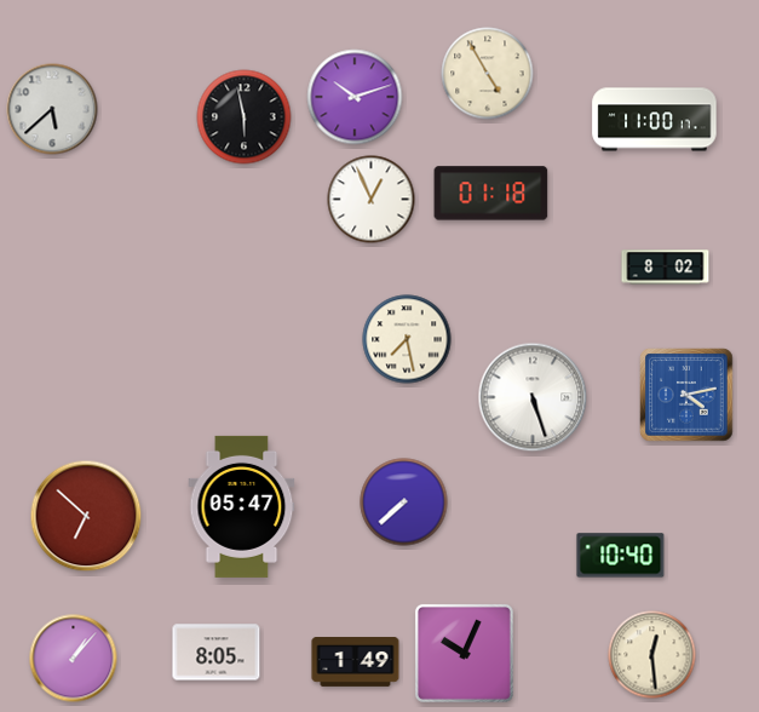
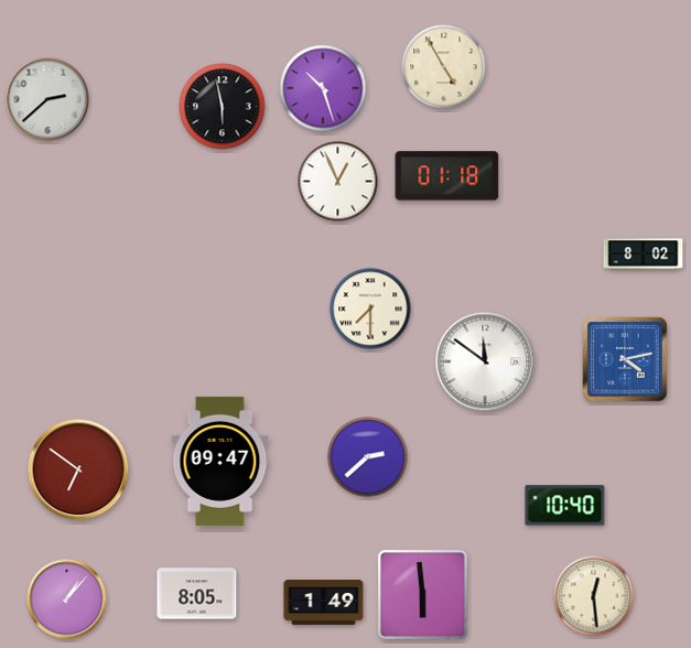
clock at (355, 97): 10:12 -> 10:27
clock at (52, 109): 5:38 -> 2:38
clock at (655, 120): 11:00 -> none
clock at (666, 268) position: (666, 268) -> (644, 255)
clock at (407, 339): 7:28 -> 7:30
clock at (533, 397): 5:27 -> 11:51
clock at (404, 503): 7:38 -> 2:38
clock at (242, 506): 05:47 -> 09:47
clock at (86, 516): 6:52 -> 6:51
clock at (464, 653): 10:04 -> 5:59
